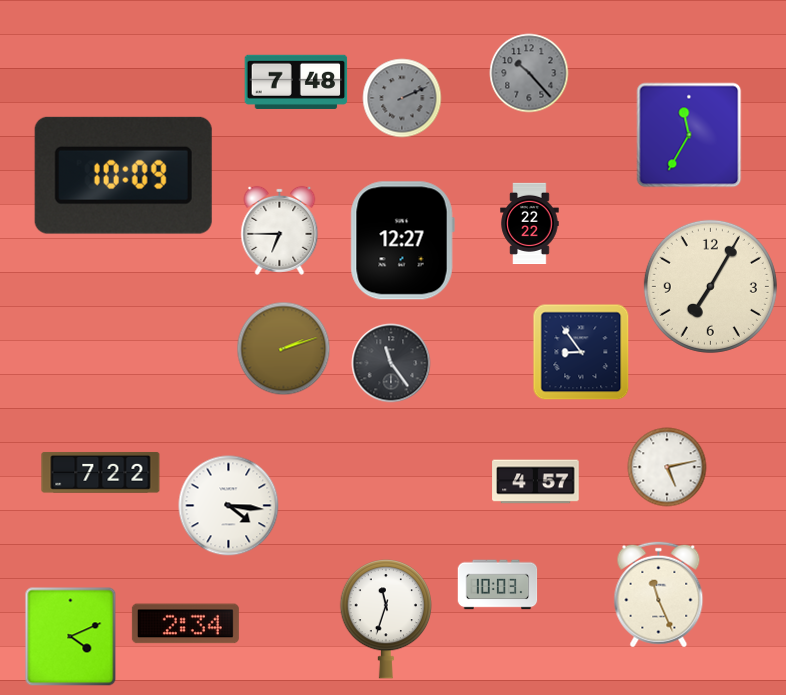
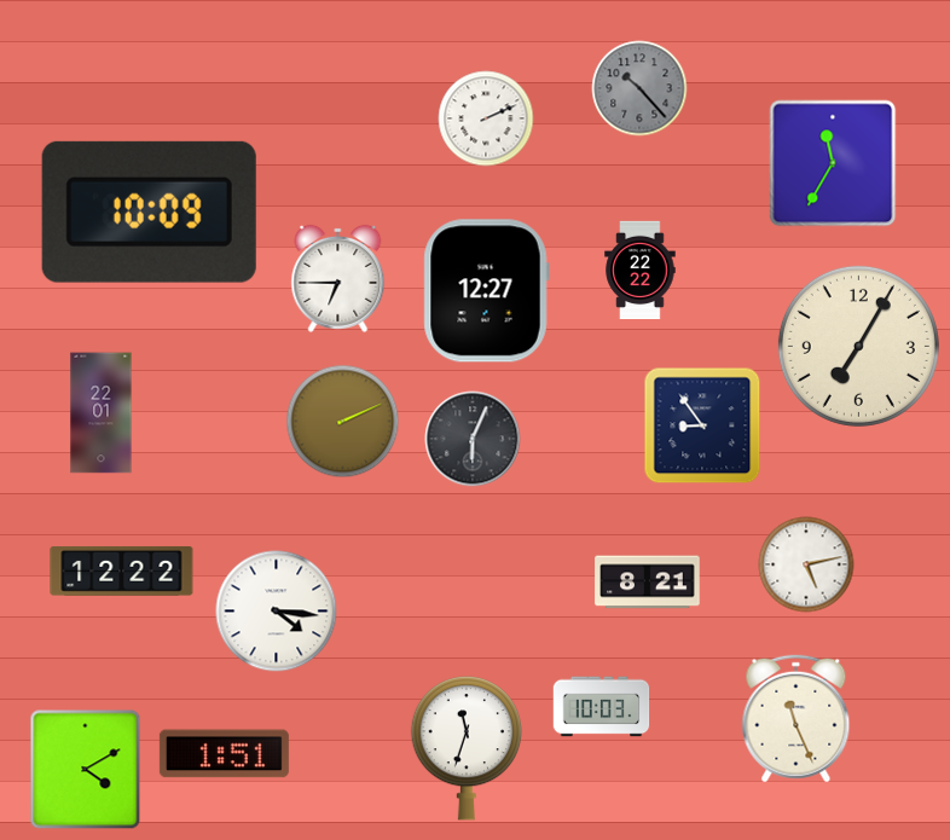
clock at (296, 82): 7:48 -> none
clock at (402, 98) dial: grey -> white
clock at (102, 413): none -> 22:01
clock at (284, 349): 2:12 -> 2:11
clock at (391, 363): 11:24 -> 6:04
clock at (101, 472): 7:22 -> 12:22
clock at (536, 482): 4:57 -> 8:21
clock at (185, 624): 2:34 -> 1:51
clock at (71, 637): 4:11 -> 4:10
